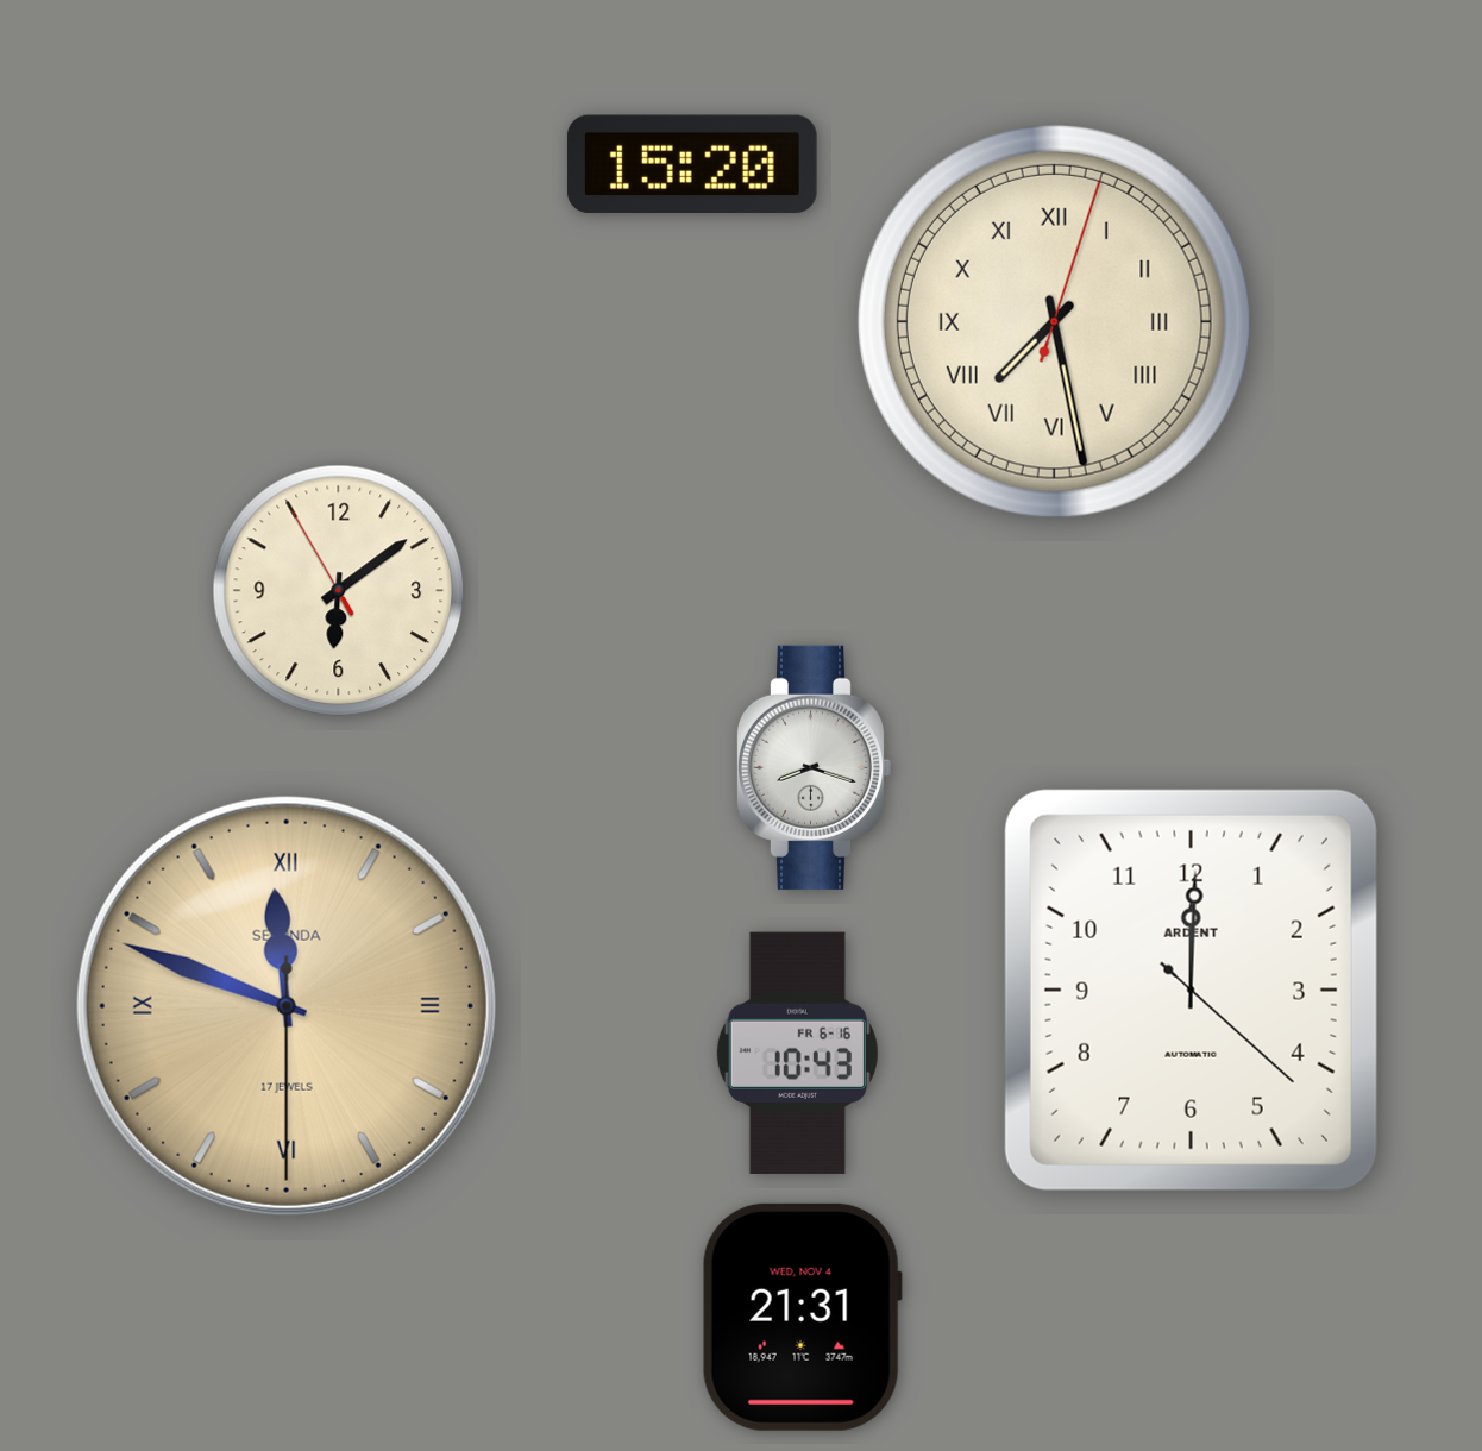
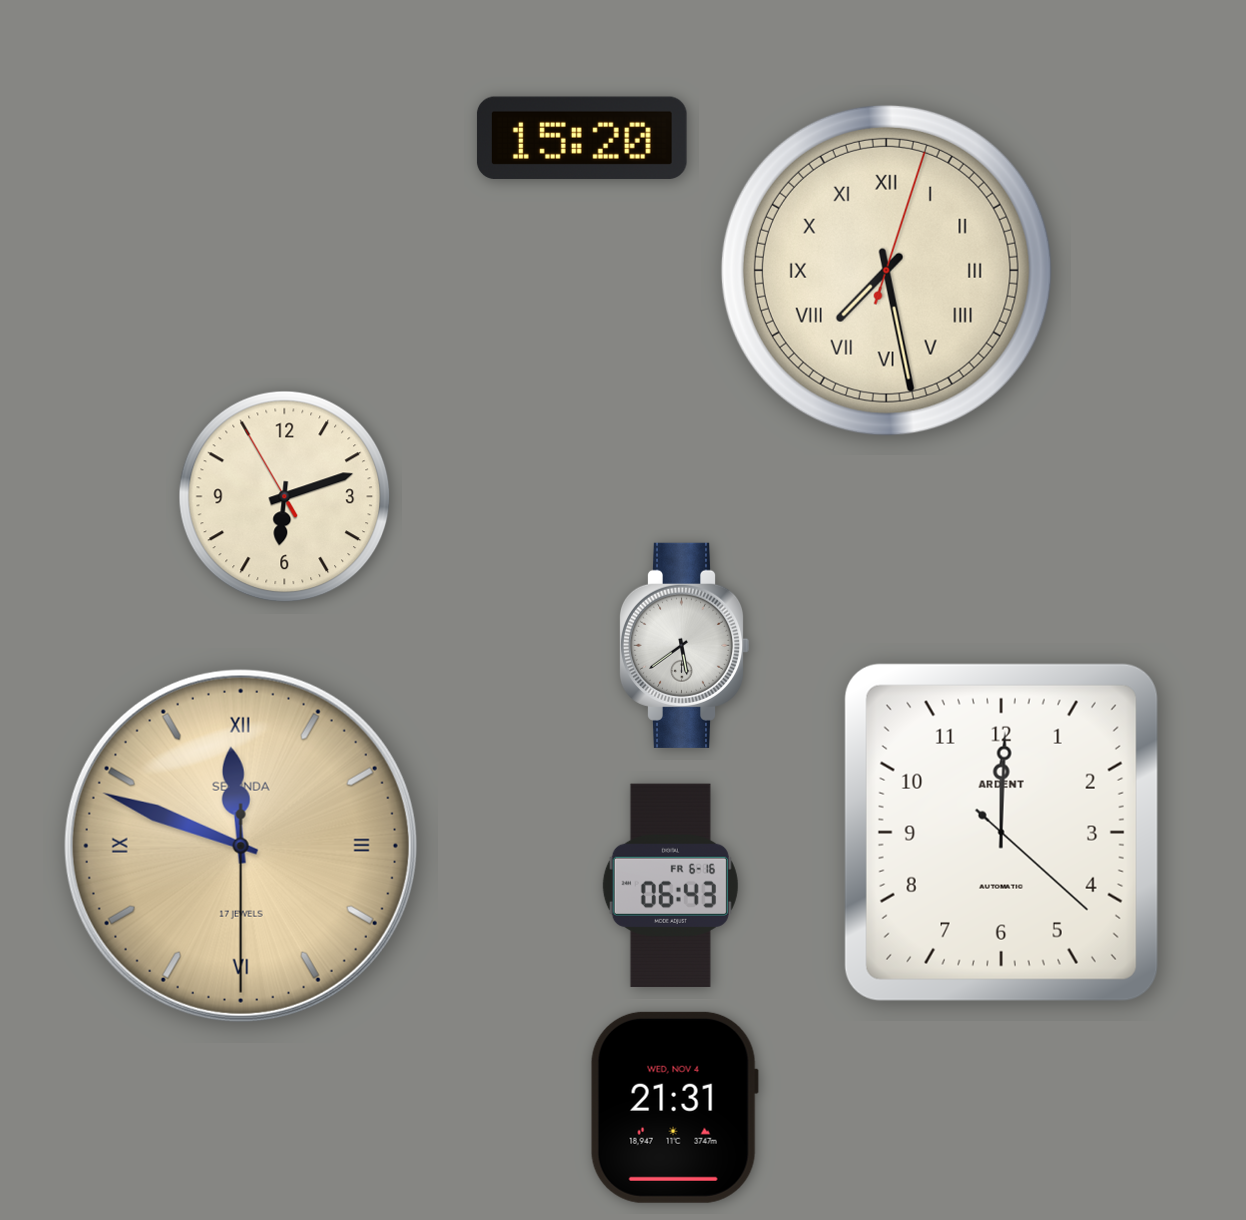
clock at (339, 591): 6:08 -> 6:11
clock at (814, 767): 8:18 -> 5:39
clock at (797, 1053): 10:43 -> 06:43
